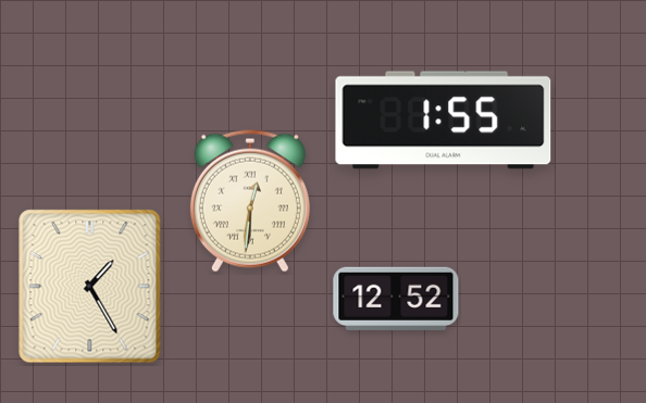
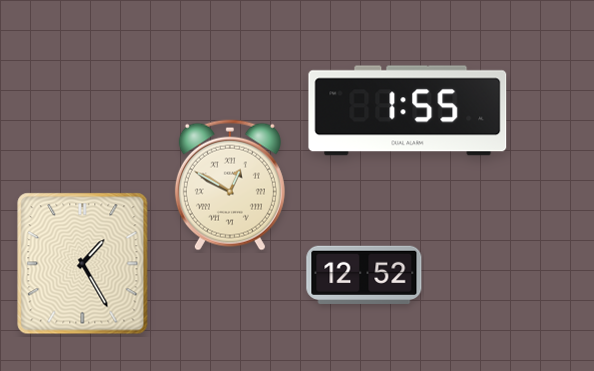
clock at (250, 201): 12:31 -> 12:50
